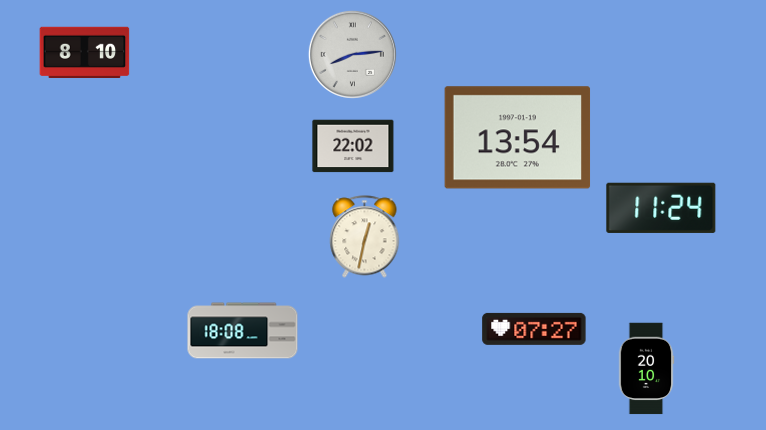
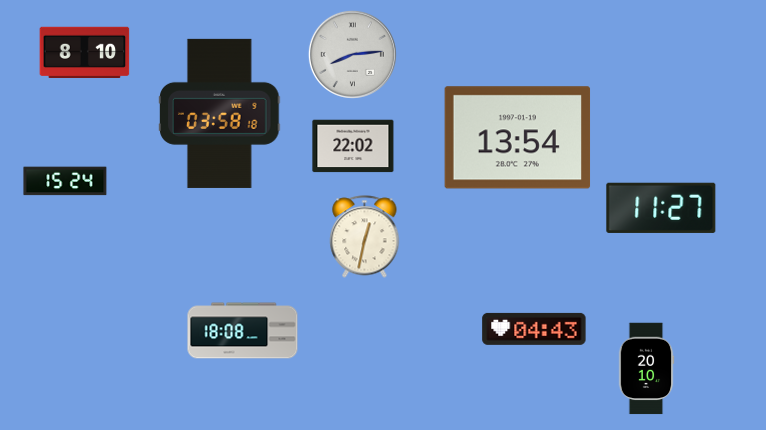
clock at (220, 113): none -> 03:58
clock at (65, 181): none -> 15:24
clock at (661, 208): 11:24 -> 11:27
clock at (534, 329): 07:27 -> 04:43
